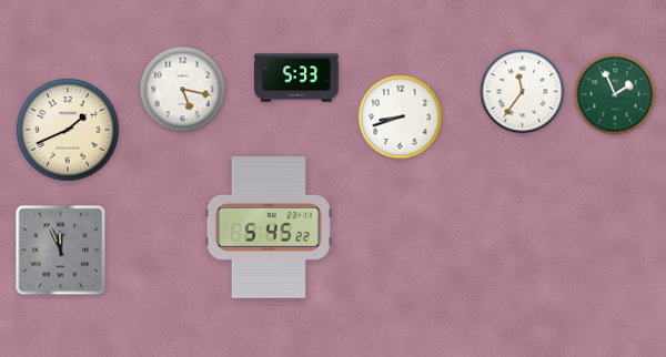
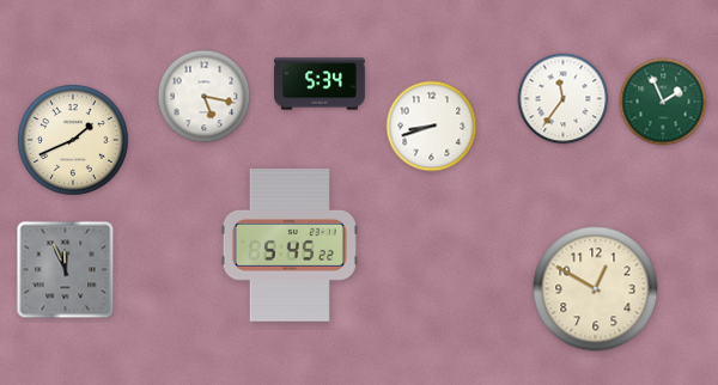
clock at (296, 78): 5:33 -> 5:34
clock at (183, 90) position: (183, 90) -> (205, 97)
clock at (596, 289): none -> 12:50
